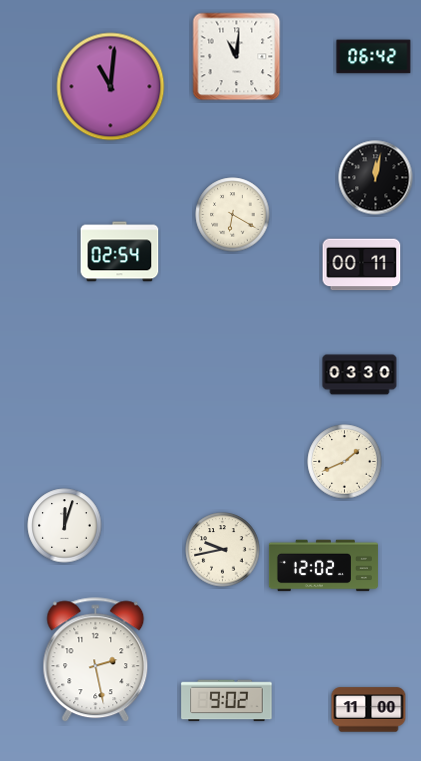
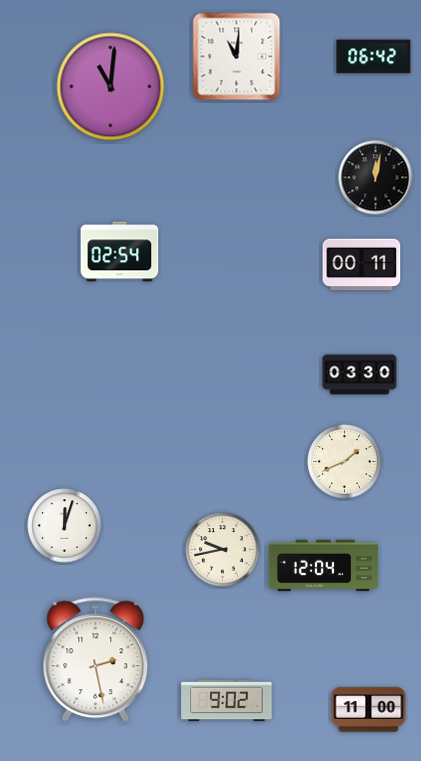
clock at (233, 215): 6:20 -> none
clock at (323, 566): 12:02 -> 12:04
